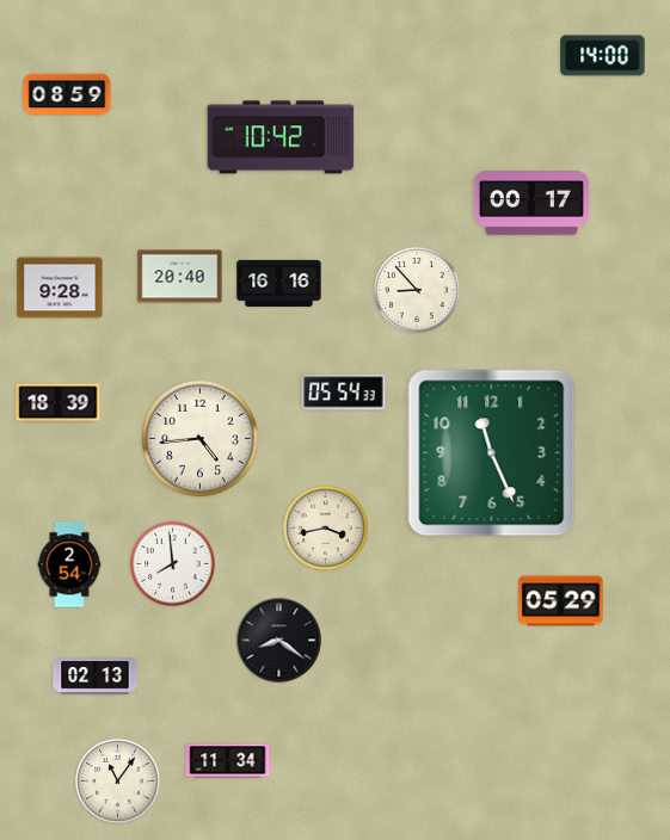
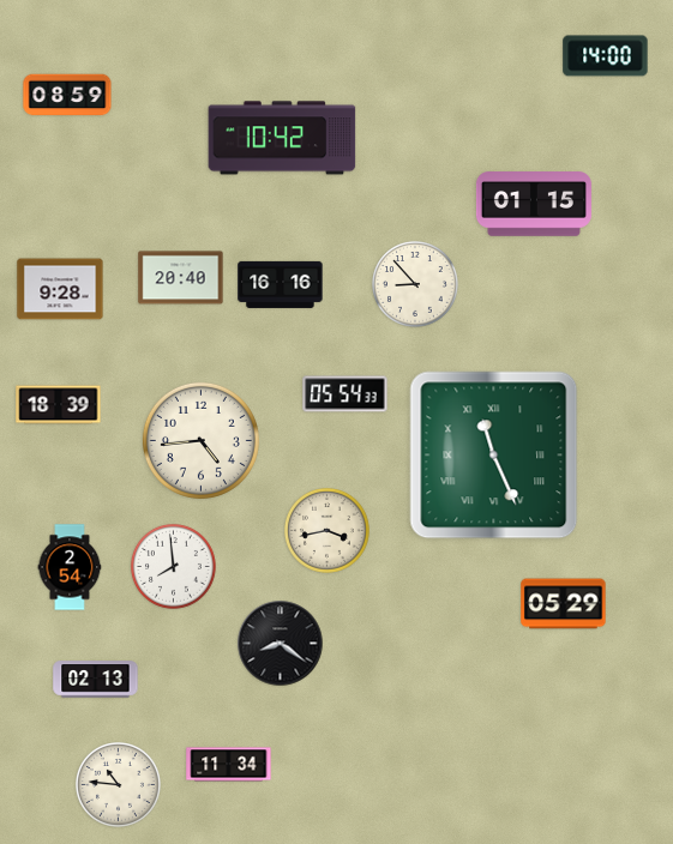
clock at (531, 203): 00:17 -> 01:15
clock at (417, 290) position: (417, 290) -> (415, 284)
clock at (492, 453) numerals: Arabic -> Roman
clock at (118, 782): 11:06 -> 10:46
